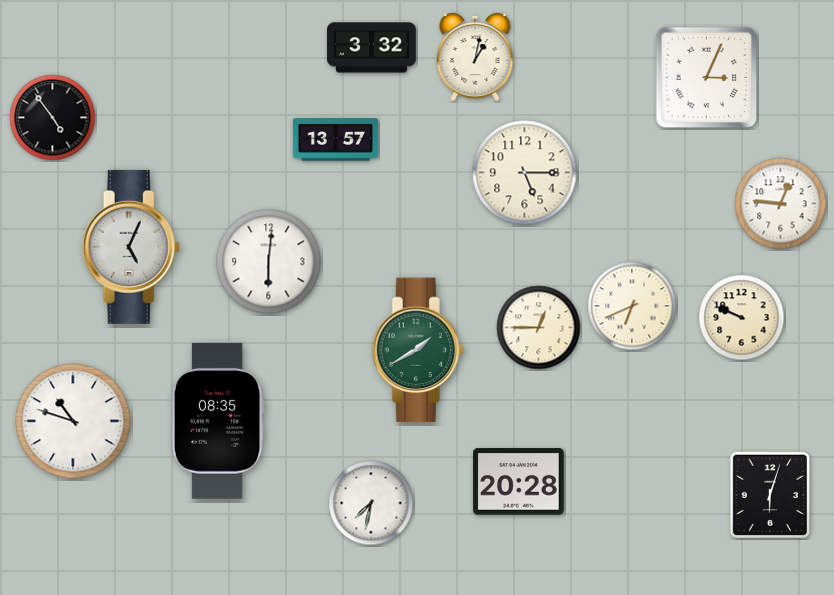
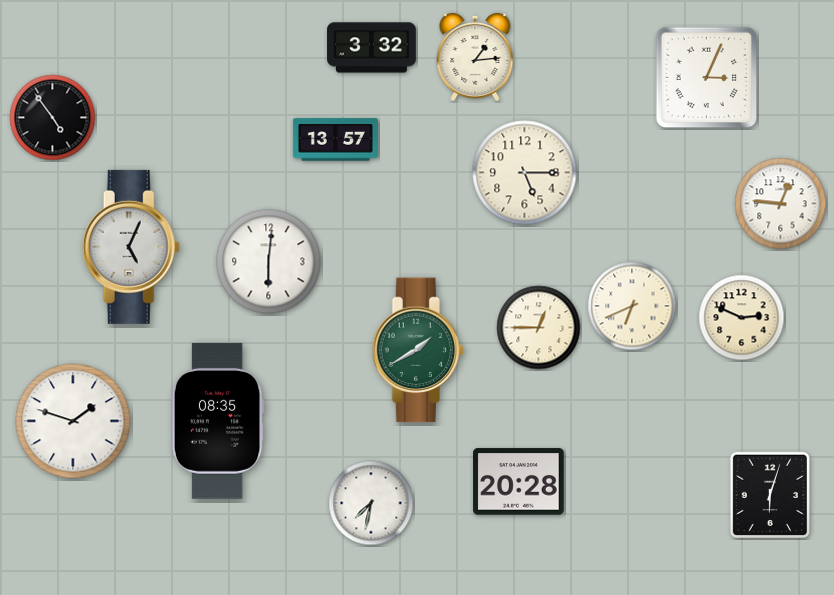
clock at (475, 57): 1:02 -> 1:14
clock at (742, 318): 9:49 -> 2:49
clock at (73, 421): 10:48 -> 1:48
